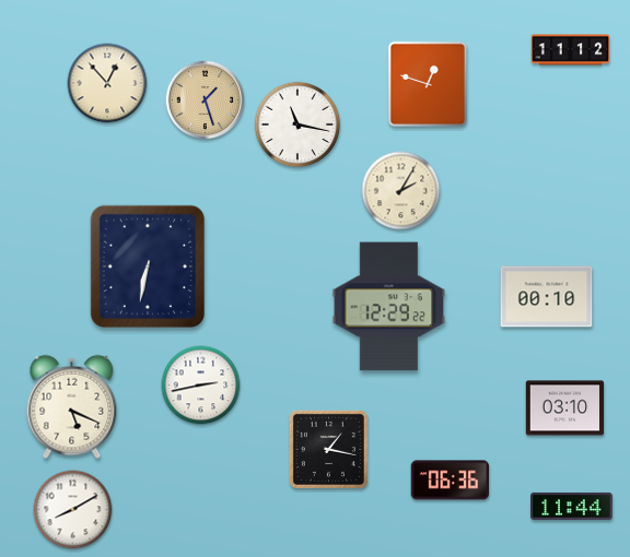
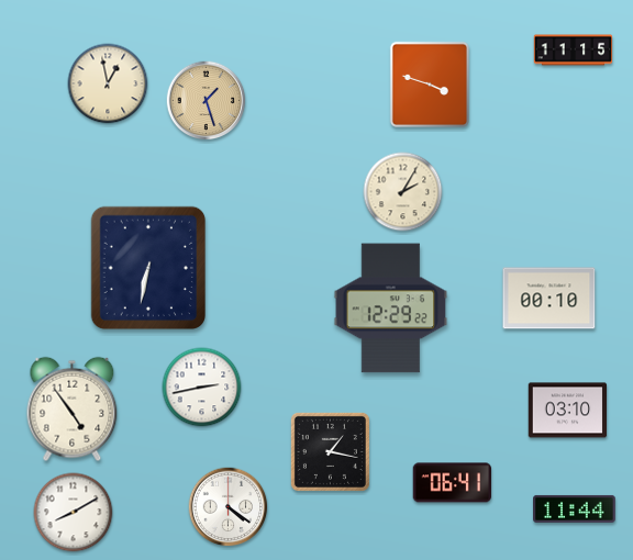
clock at (571, 50): 11:12 -> 11:15
clock at (107, 83): 12:53 -> 12:58
clock at (428, 83): 12:48 -> 3:48
clock at (297, 125): 11:17 -> none
clock at (72, 407): 5:19 -> 4:54
clock at (451, 481): 06:36 -> 06:41
clock at (229, 507): none -> 4:21
